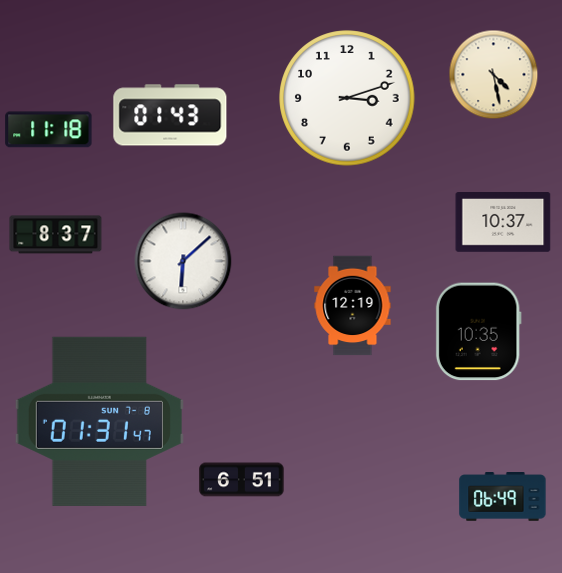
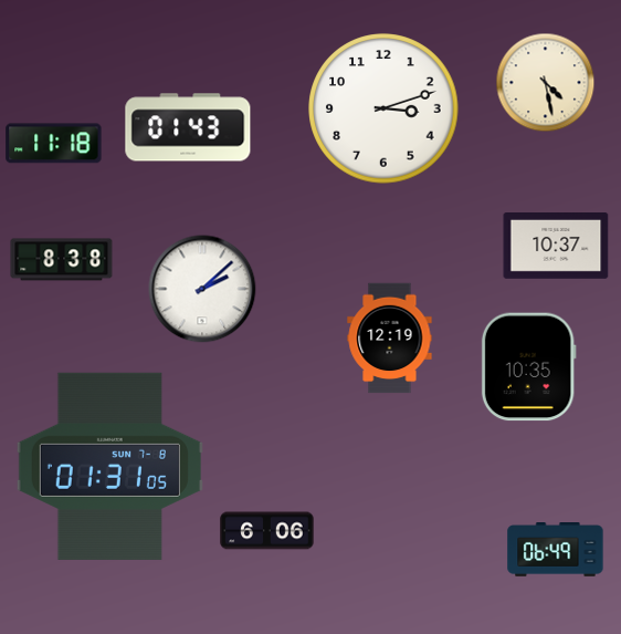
clock at (56, 235): 8:37 -> 8:38
clock at (183, 261): 6:08 -> 2:08
clock at (99, 421): 01:31:47 -> 01:31:05
clock at (242, 480): 6:51 -> 6:06
